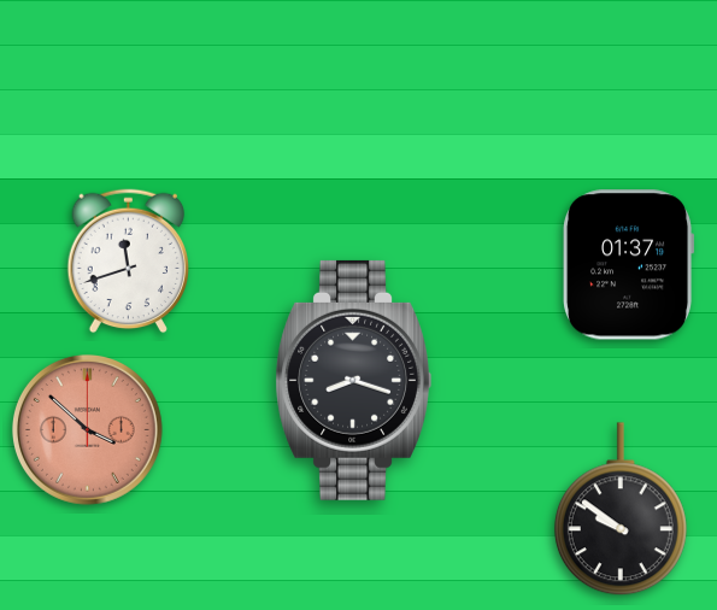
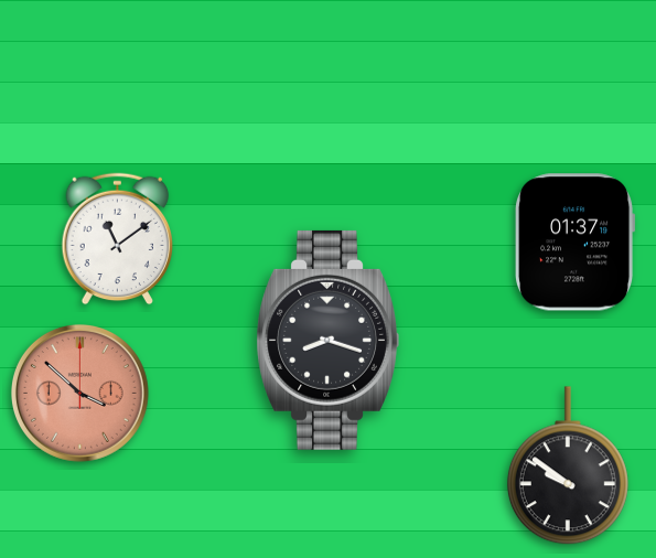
clock at (129, 262): 11:42 -> 11:09
clock at (353, 380) position: (353, 380) -> (327, 340)
